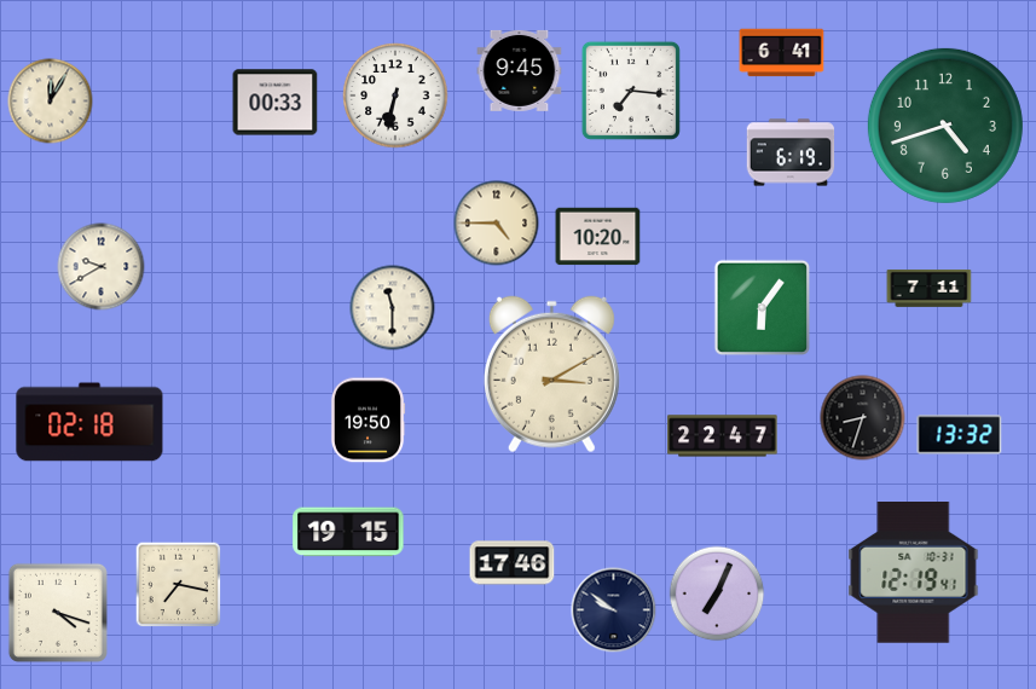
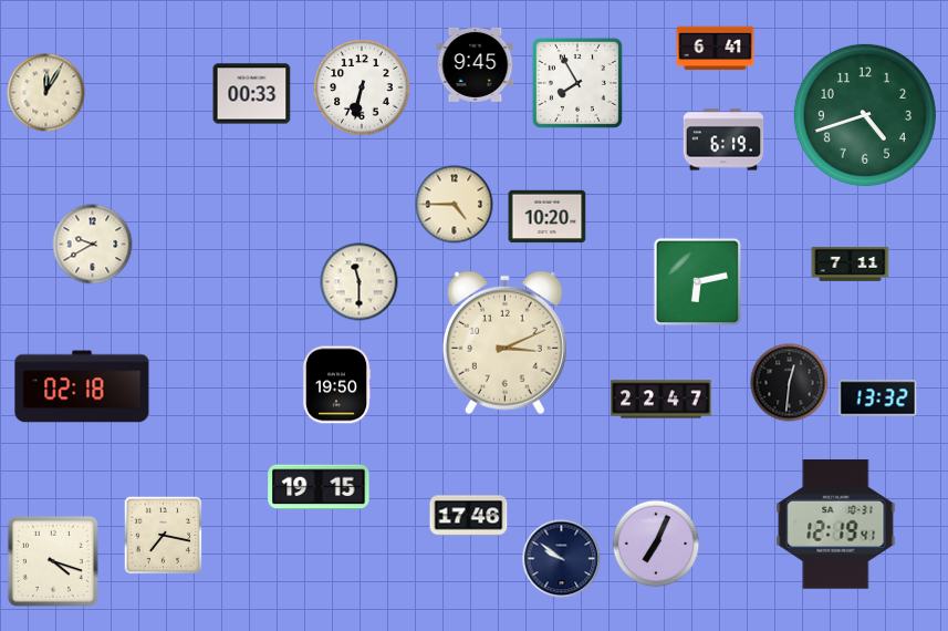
clock at (631, 91): 7:16 -> 7:55
clock at (763, 308): 6:06 -> 6:13
clock at (551, 375): 3:10 -> 3:11
clock at (863, 418): 8:33 -> 12:31
